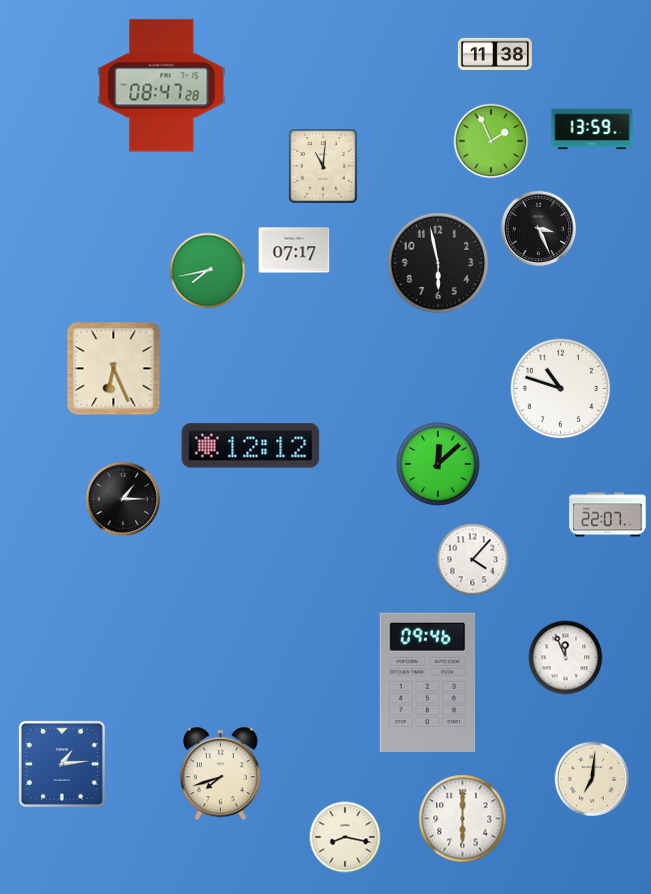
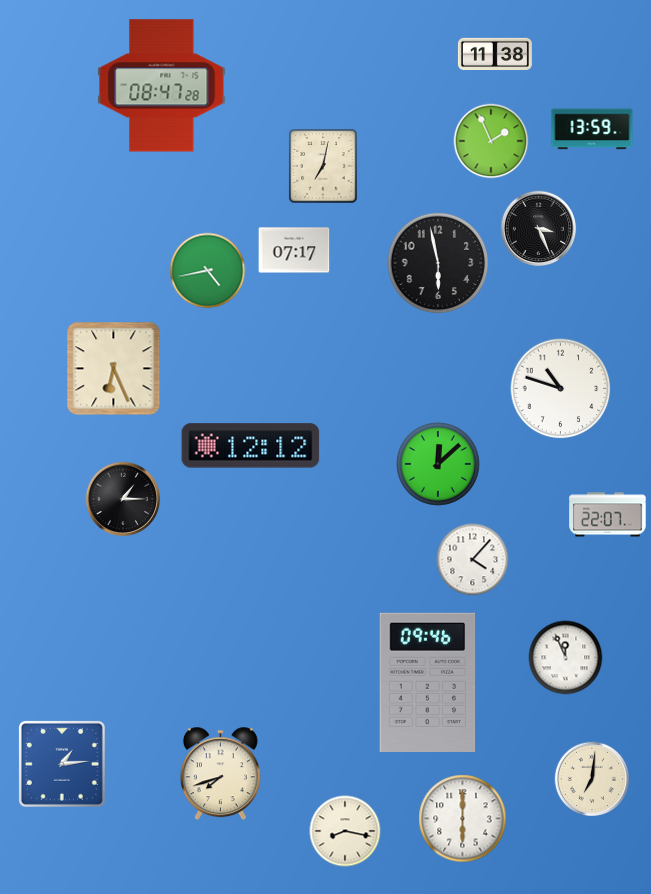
clock at (323, 166): 11:01 -> 7:02
clock at (208, 271): 7:43 -> 4:43
clock at (345, 837) position: (345, 837) -> (345, 831)
